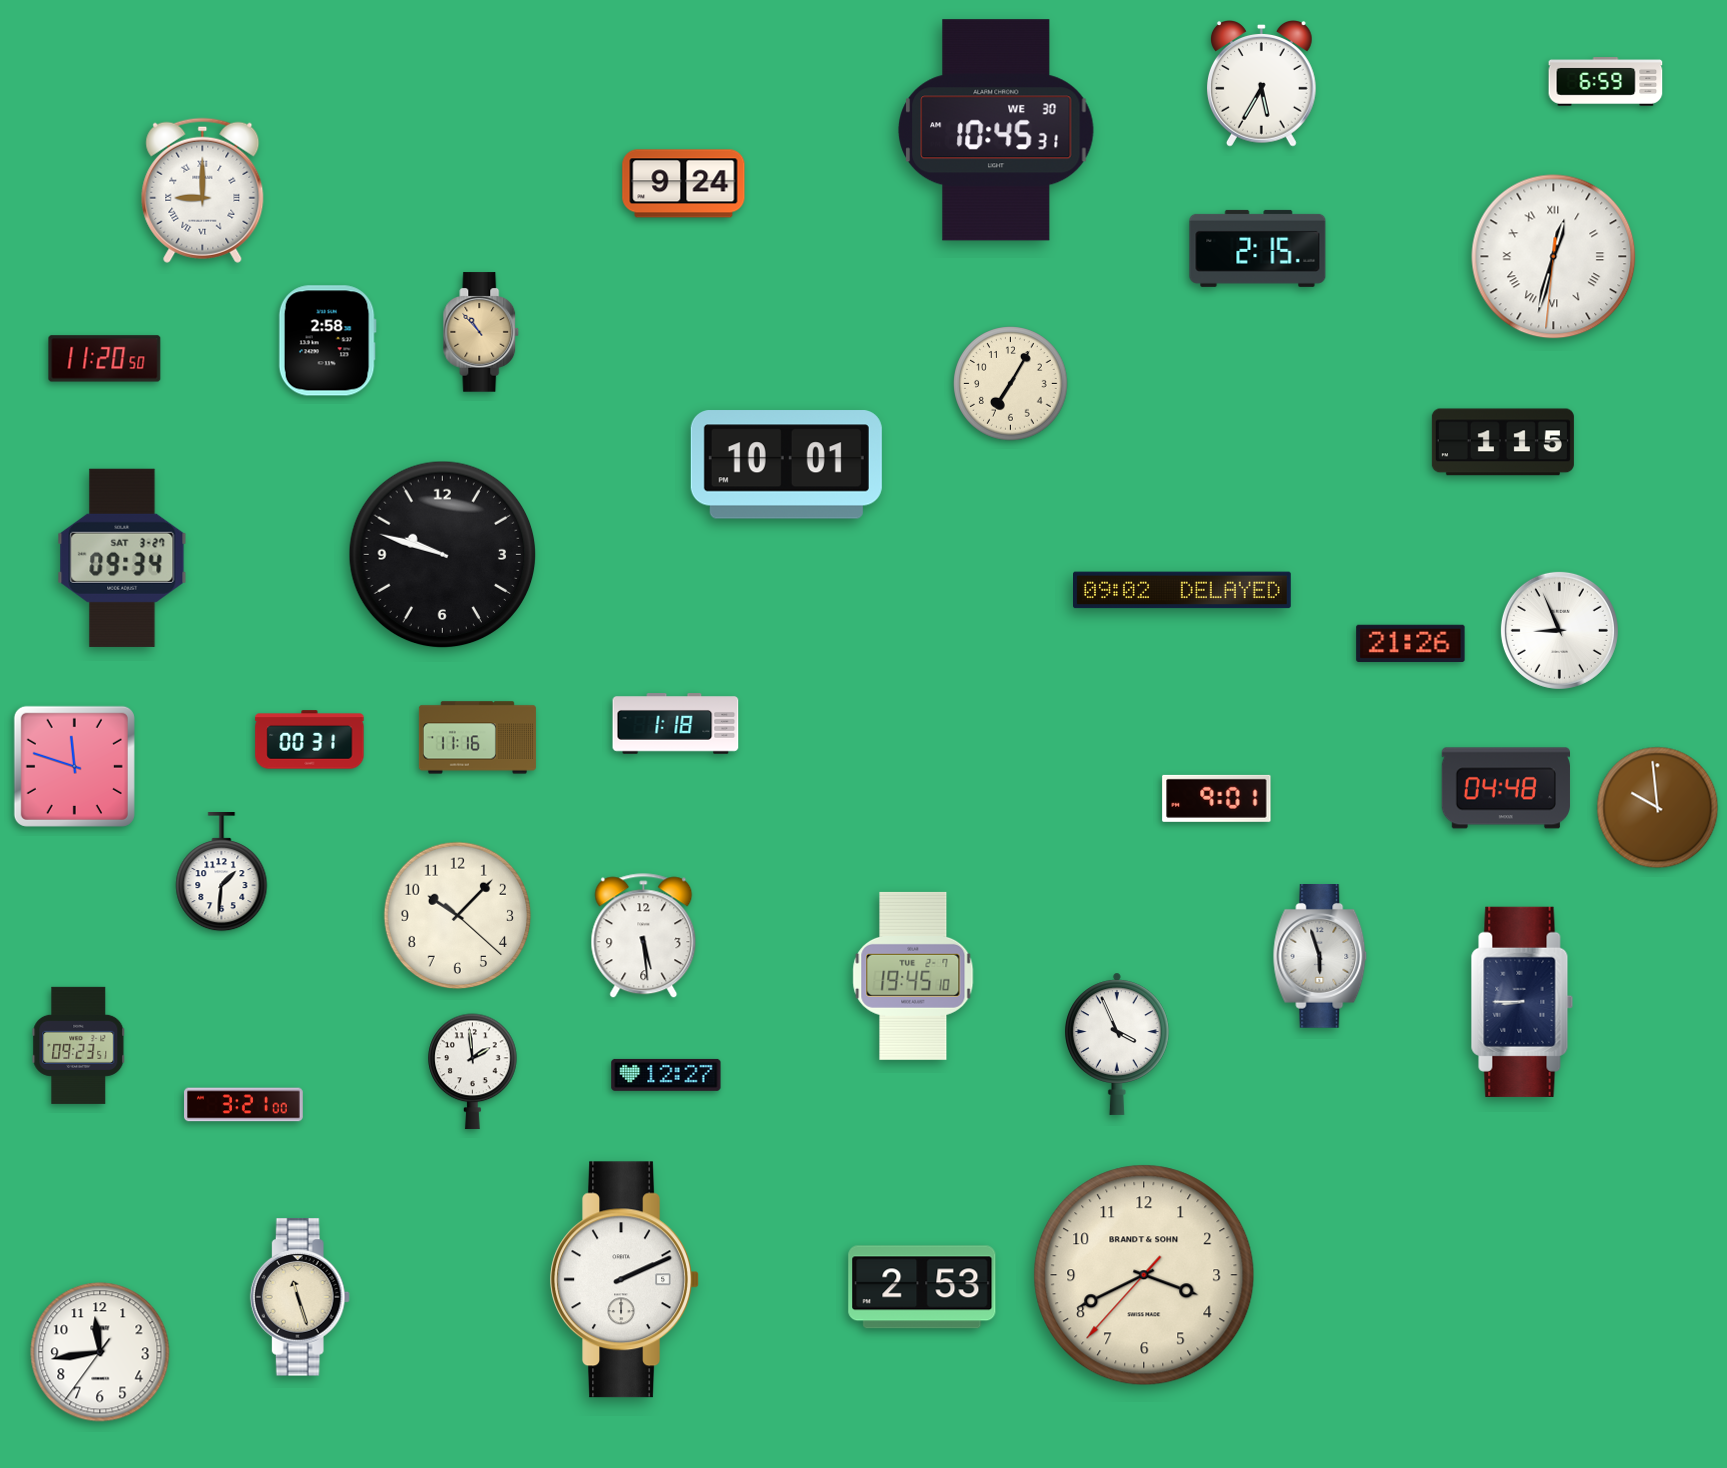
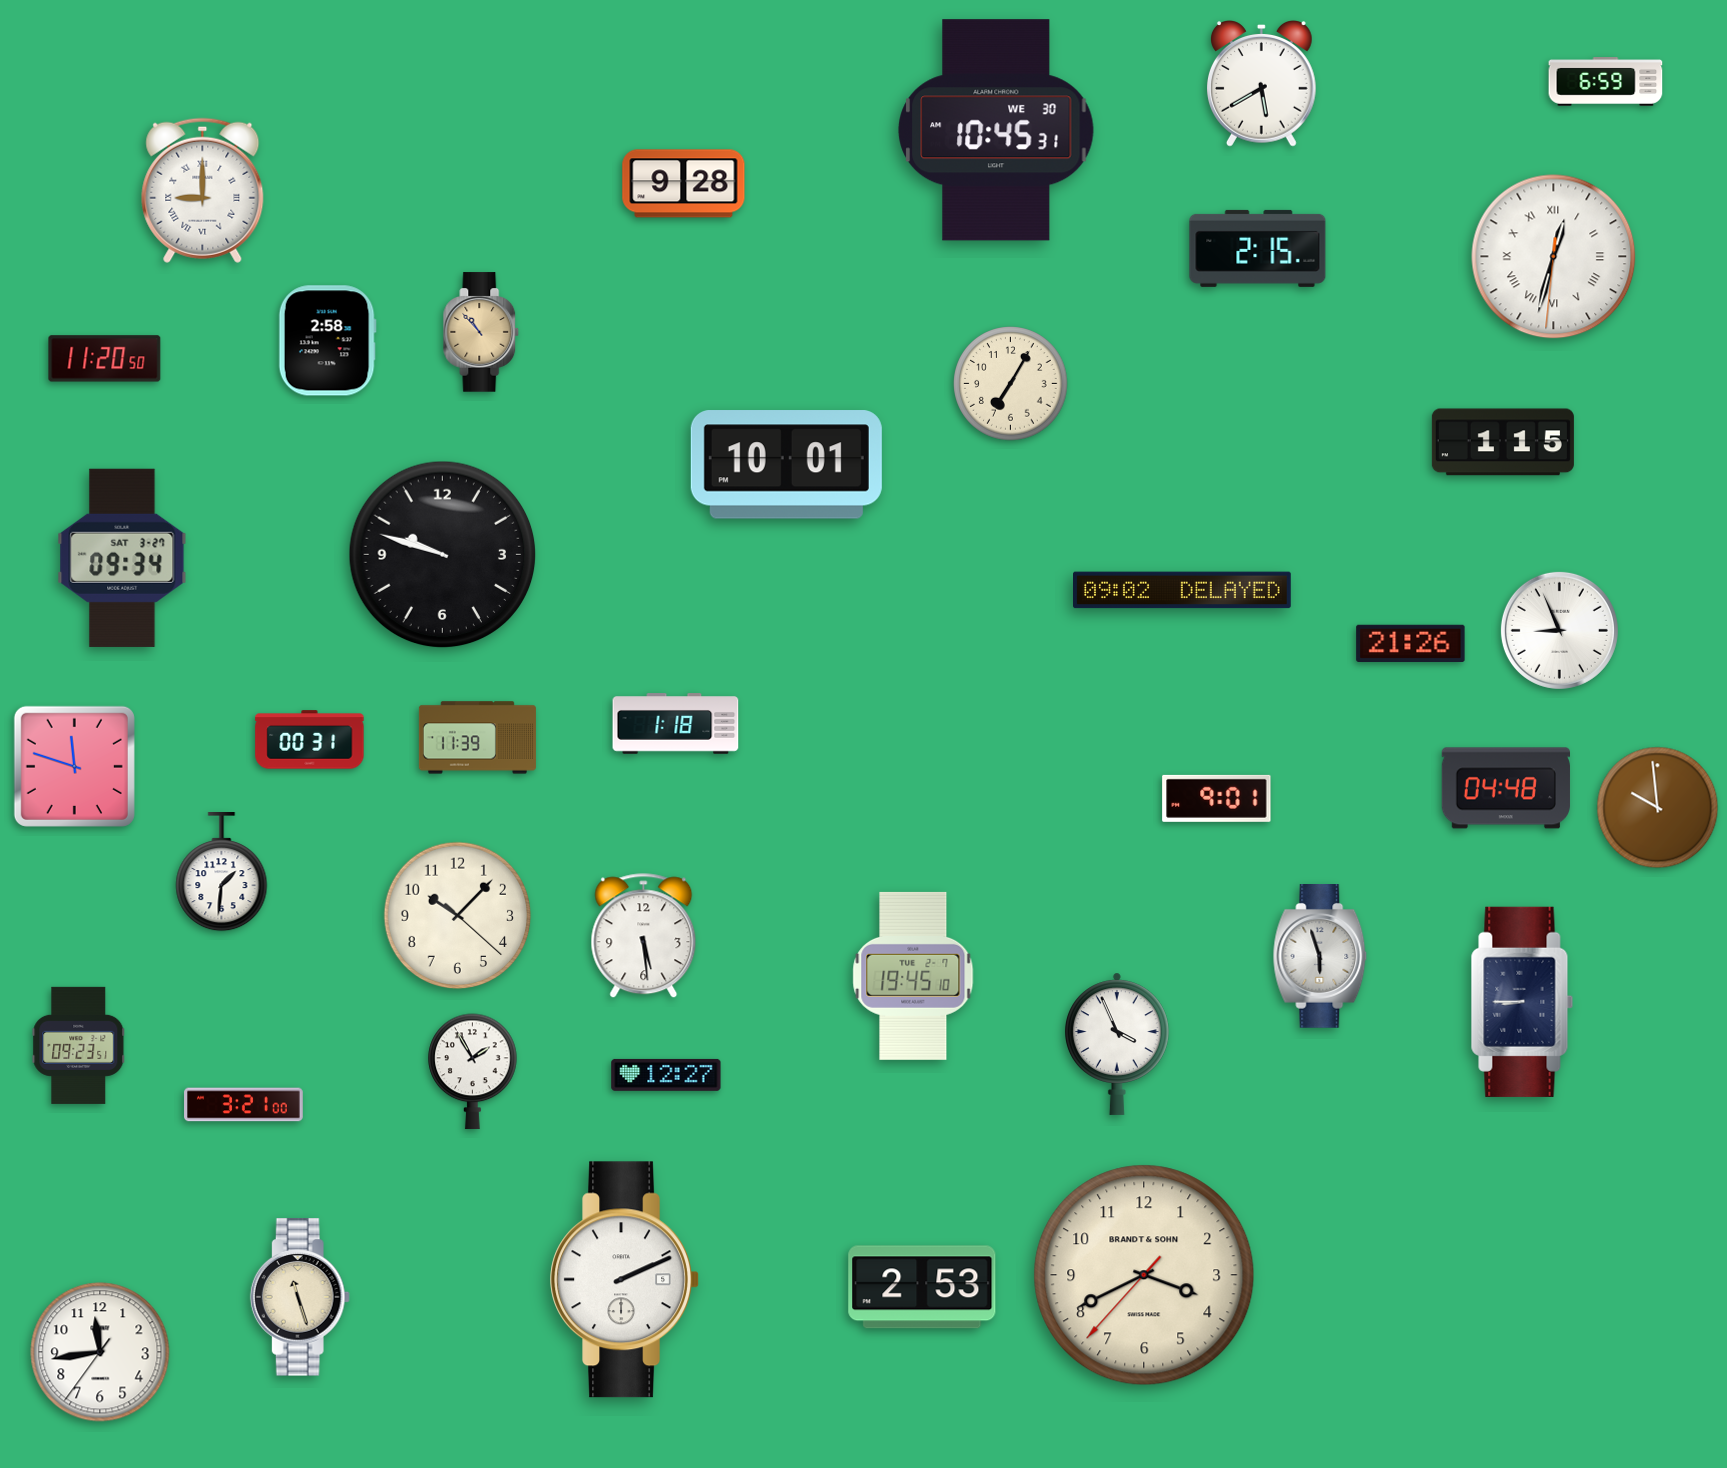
clock at (1262, 84): 5:35 -> 5:40
clock at (684, 184): 9:24 -> 9:28
clock at (477, 738): 11:16 -> 11:39
clock at (473, 1072): 1:59 -> 1:55
